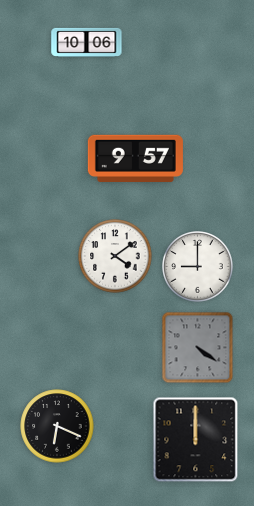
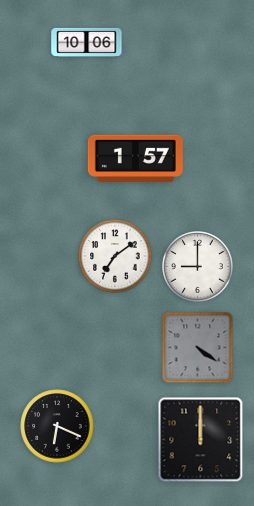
clock at (135, 158): 9:57 -> 1:57
clock at (115, 256): 4:09 -> 7:09
clock at (196, 440) position: (196, 440) -> (201, 440)
